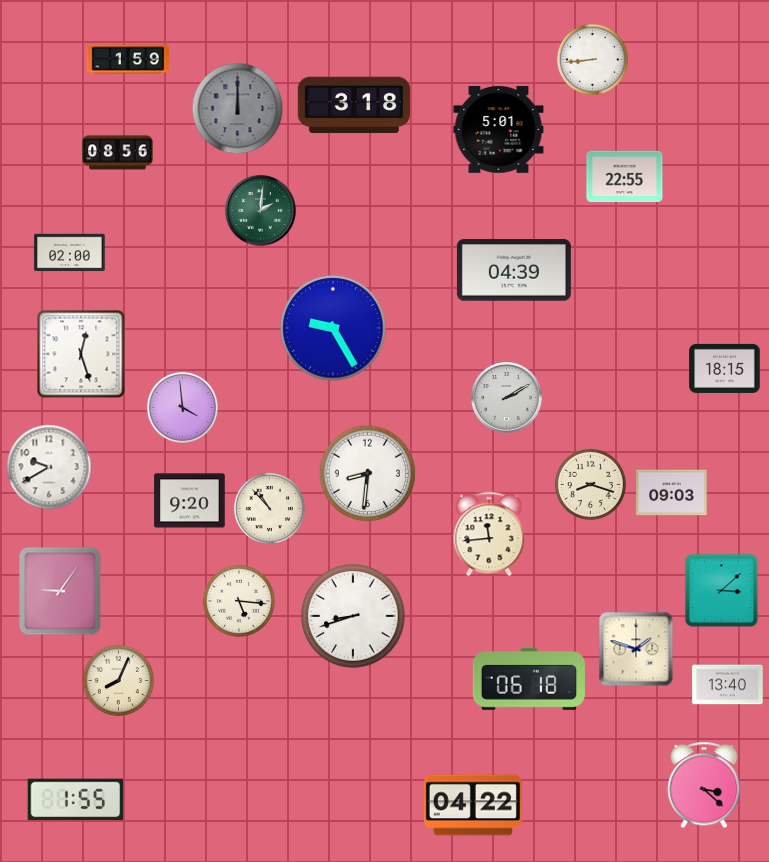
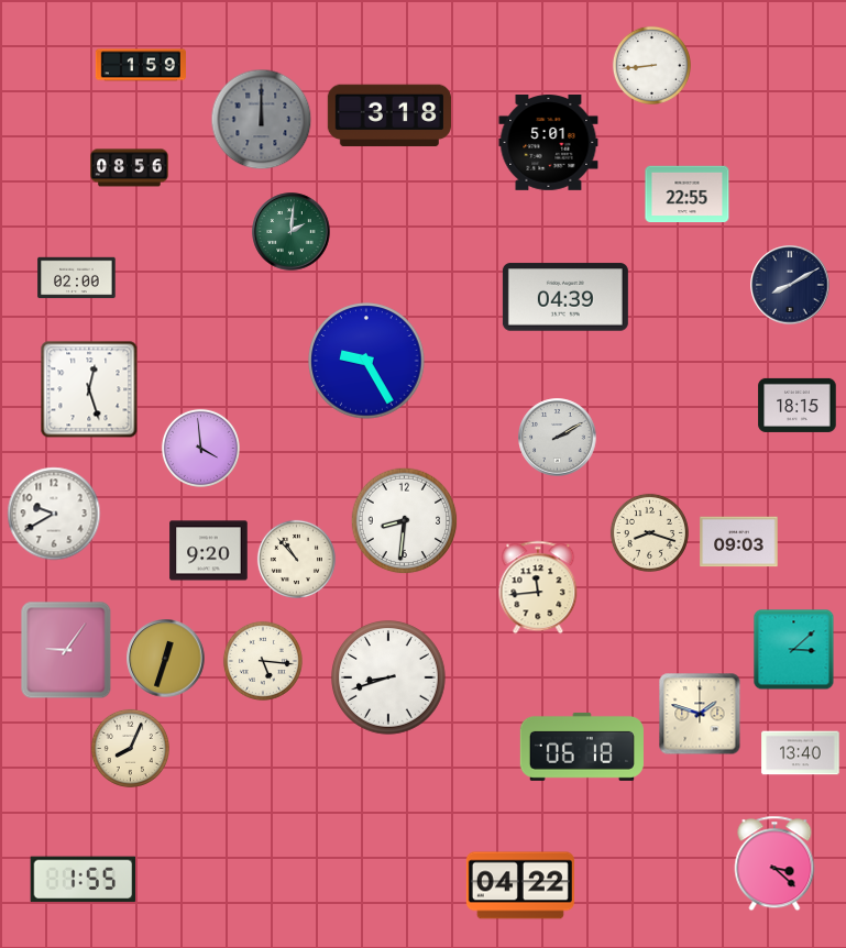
clock at (261, 211) position: (261, 211) -> (292, 232)
clock at (790, 285): none -> 8:10
clock at (166, 659): none -> 12:33
